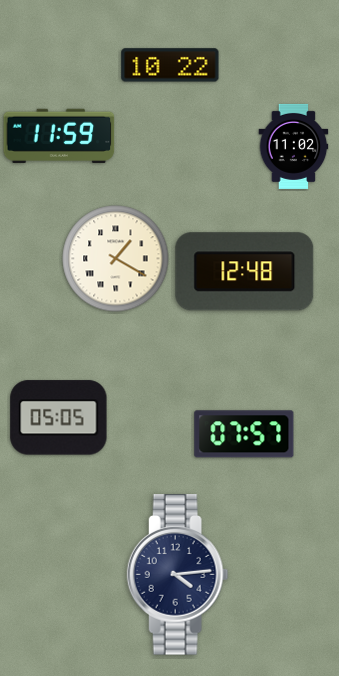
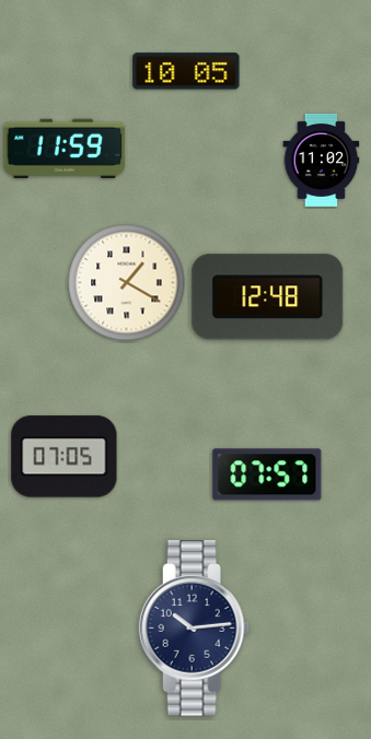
clock at (170, 65): 10:22 -> 10:05
clock at (59, 418): 05:05 -> 07:05
clock at (178, 575): 4:14 -> 10:14
